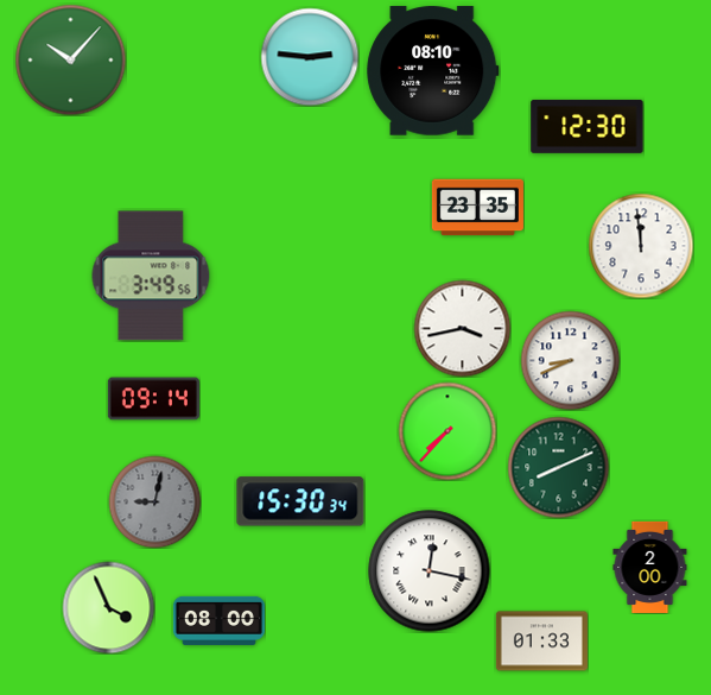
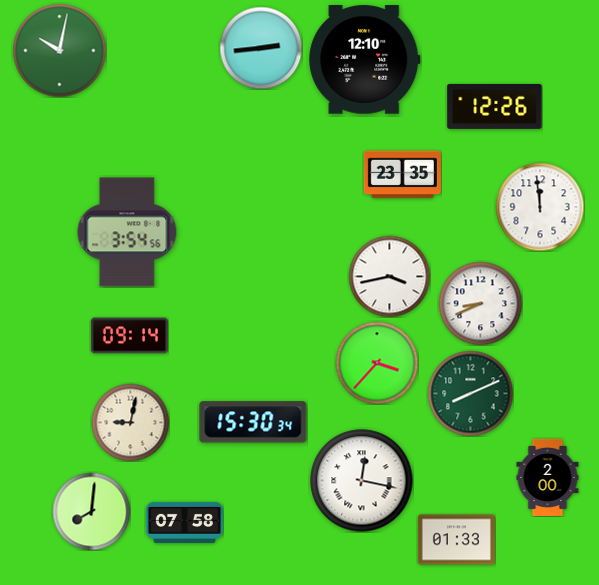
clock at (310, 57): 2:46 -> 2:44
clock at (70, 59): 10:07 -> 10:02
clock at (433, 71): 08:10 -> 12:10
clock at (588, 126): 12:30 -> 12:26
clock at (151, 276): 3:49 -> 3:54
clock at (447, 431): 7:37 -> 3:37
clock at (154, 501) dial: grey -> cream
clock at (108, 607): 3:56 -> 8:01
clock at (218, 620): 08:00 -> 07:58
